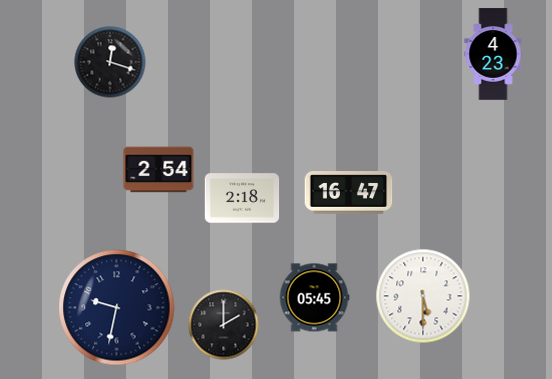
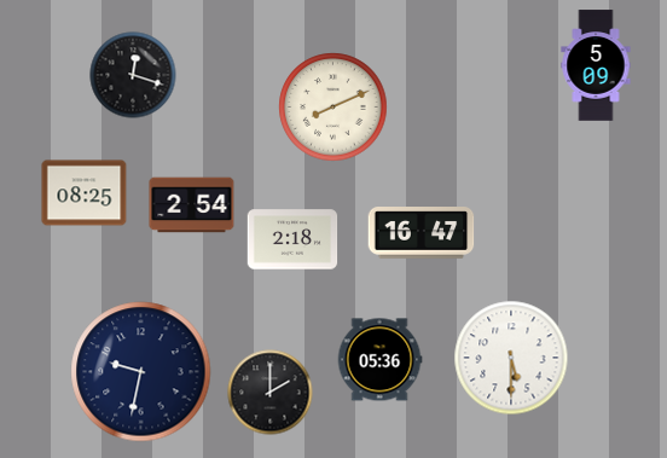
clock at (493, 54): 4:23 -> 5:09
clock at (333, 108): none -> 8:11
clock at (85, 193): none -> 08:25
clock at (314, 298): 05:45 -> 05:36
